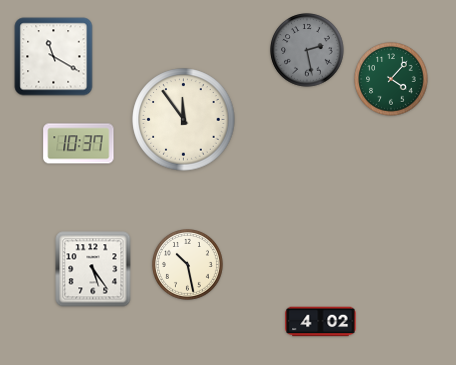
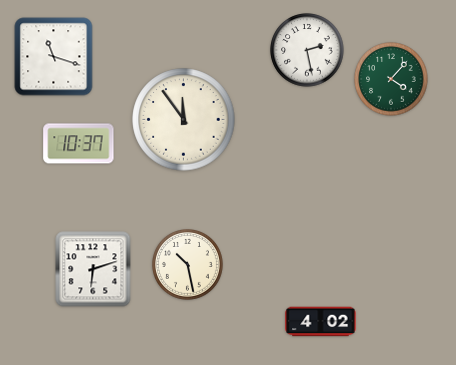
clock at (307, 50) dial: grey -> white
clock at (54, 57): 11:20 -> 11:18
clock at (93, 269): 5:24 -> 6:12
